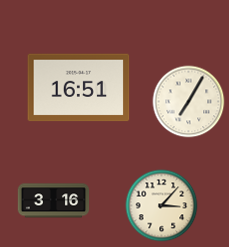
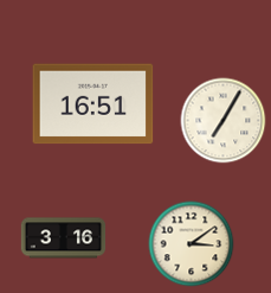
clock at (162, 206): 3:07 -> 3:09
